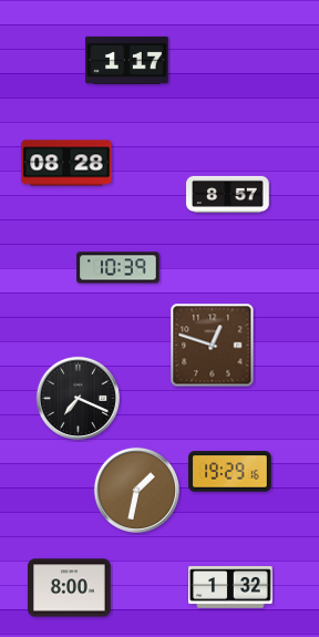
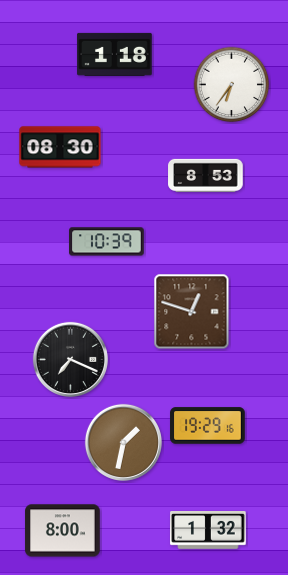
clock at (127, 60): 1:17 -> 1:18
clock at (232, 85): none -> 6:36
clock at (66, 163): 08:28 -> 08:30
clock at (228, 194): 8:57 -> 8:53
